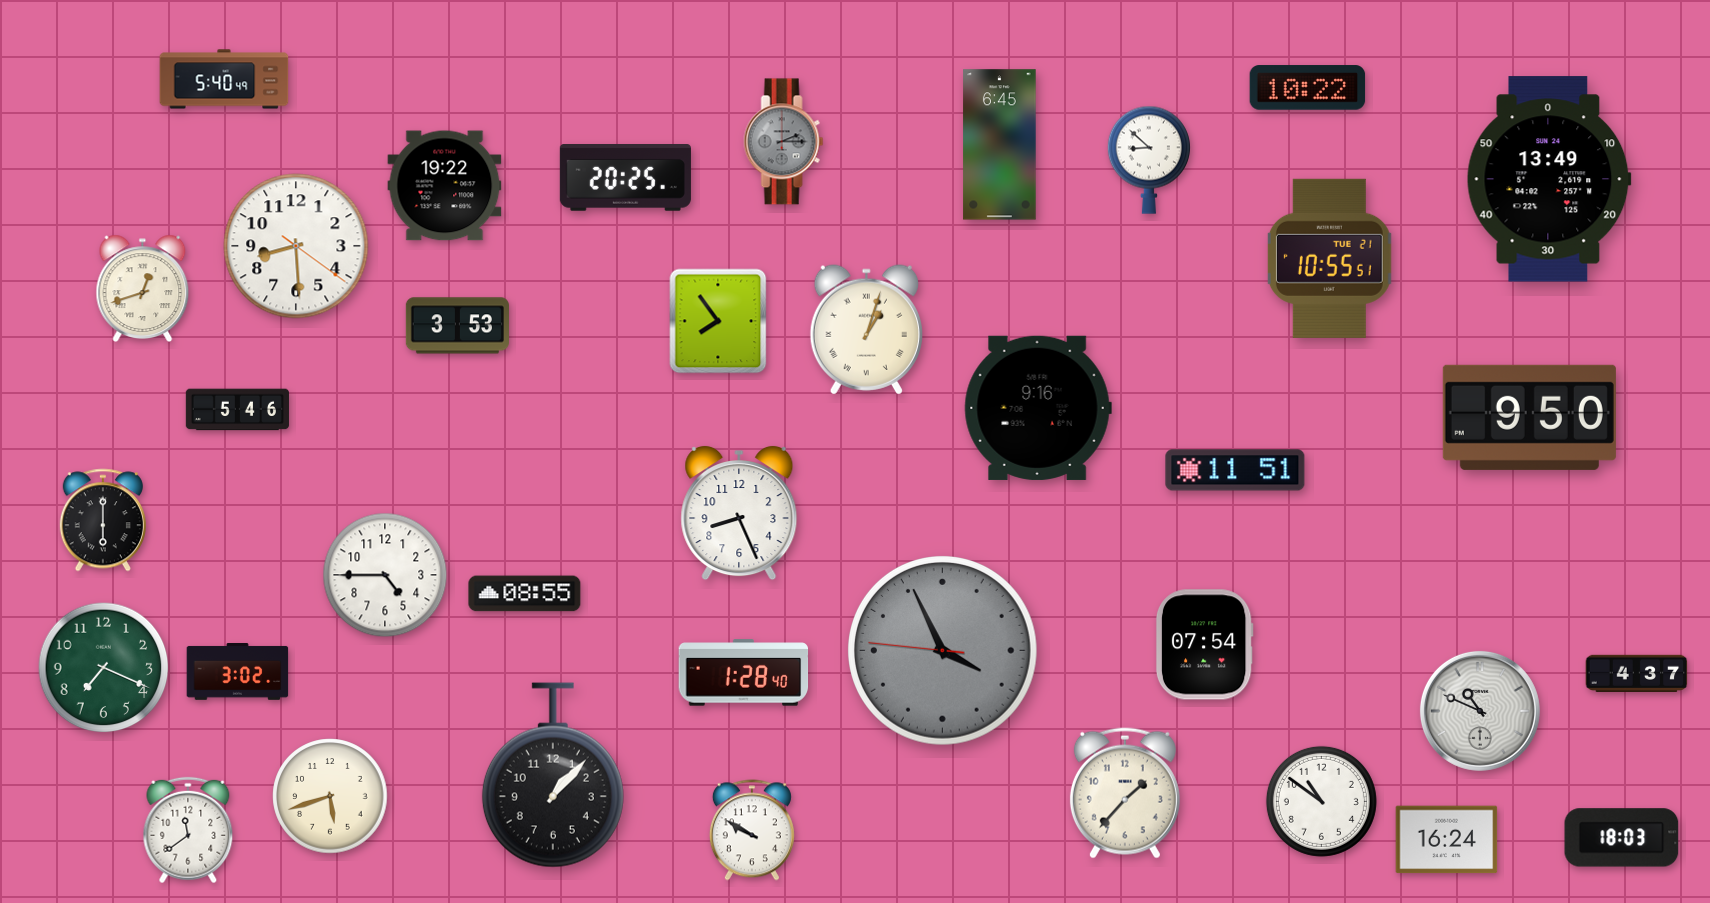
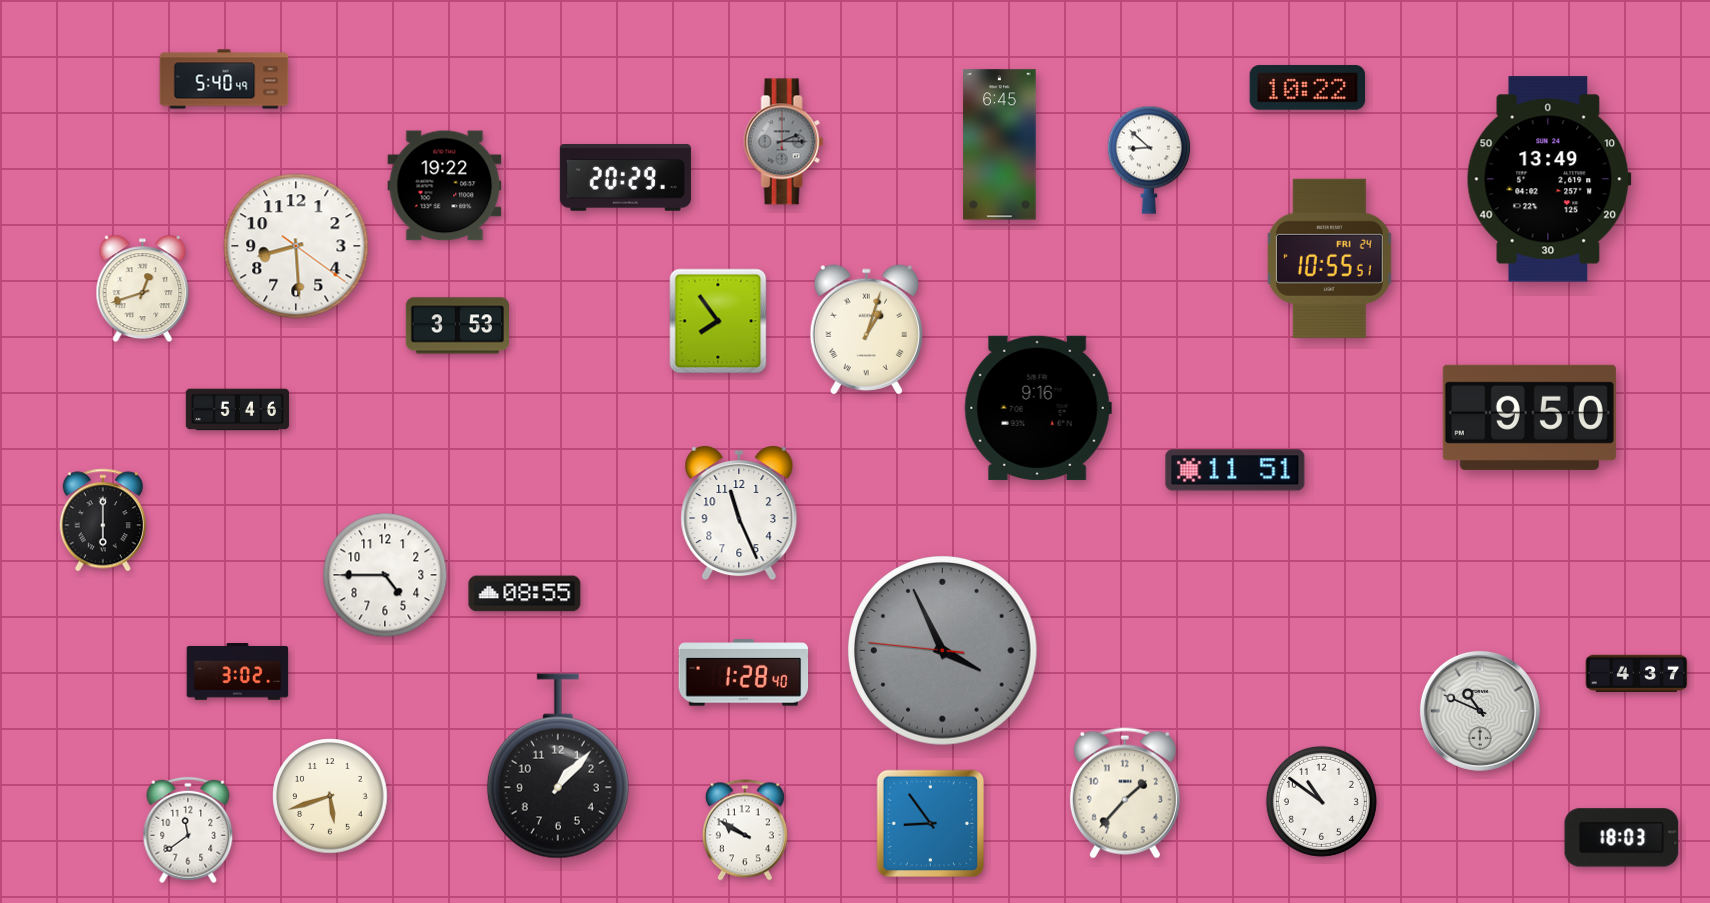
clock at (625, 178): 20:25 -> 20:29
clock at (1329, 258) date: TUE 21 -> FRI 24
clock at (739, 513): 8:26 -> 11:26
clock at (1204, 645): 07:54 -> none
clock at (104, 668): 7:19 -> none
clock at (553, 775) position: (553, 775) -> (558, 766)
clock at (931, 824): none -> 8:54
clock at (752, 830) position: (752, 830) -> (745, 830)
clock at (1447, 840): 16:24 -> none
